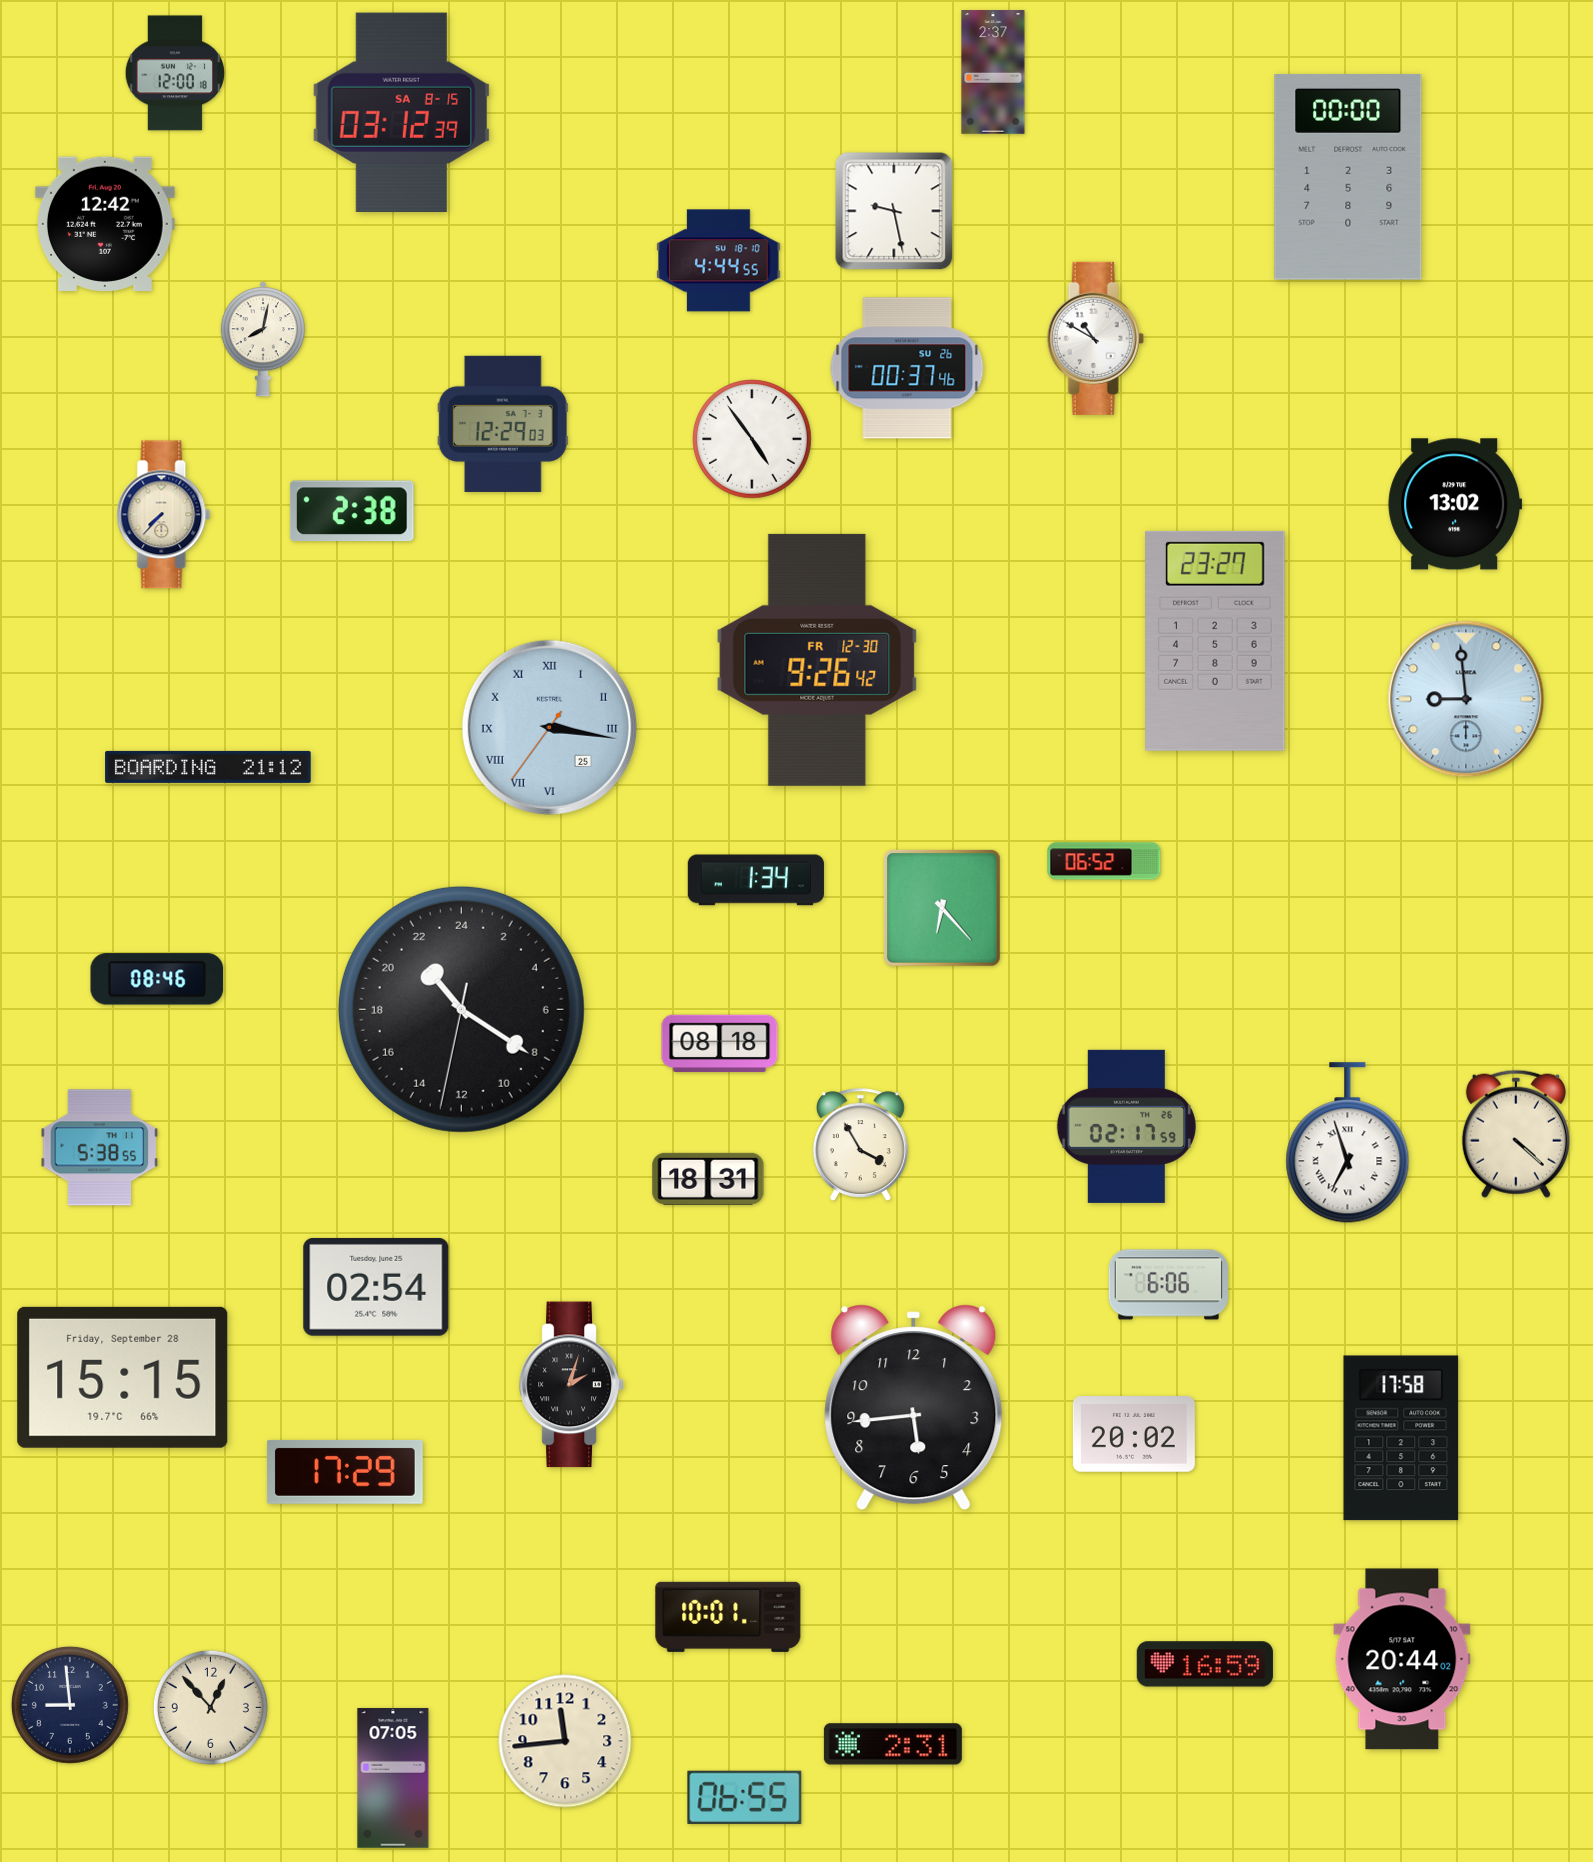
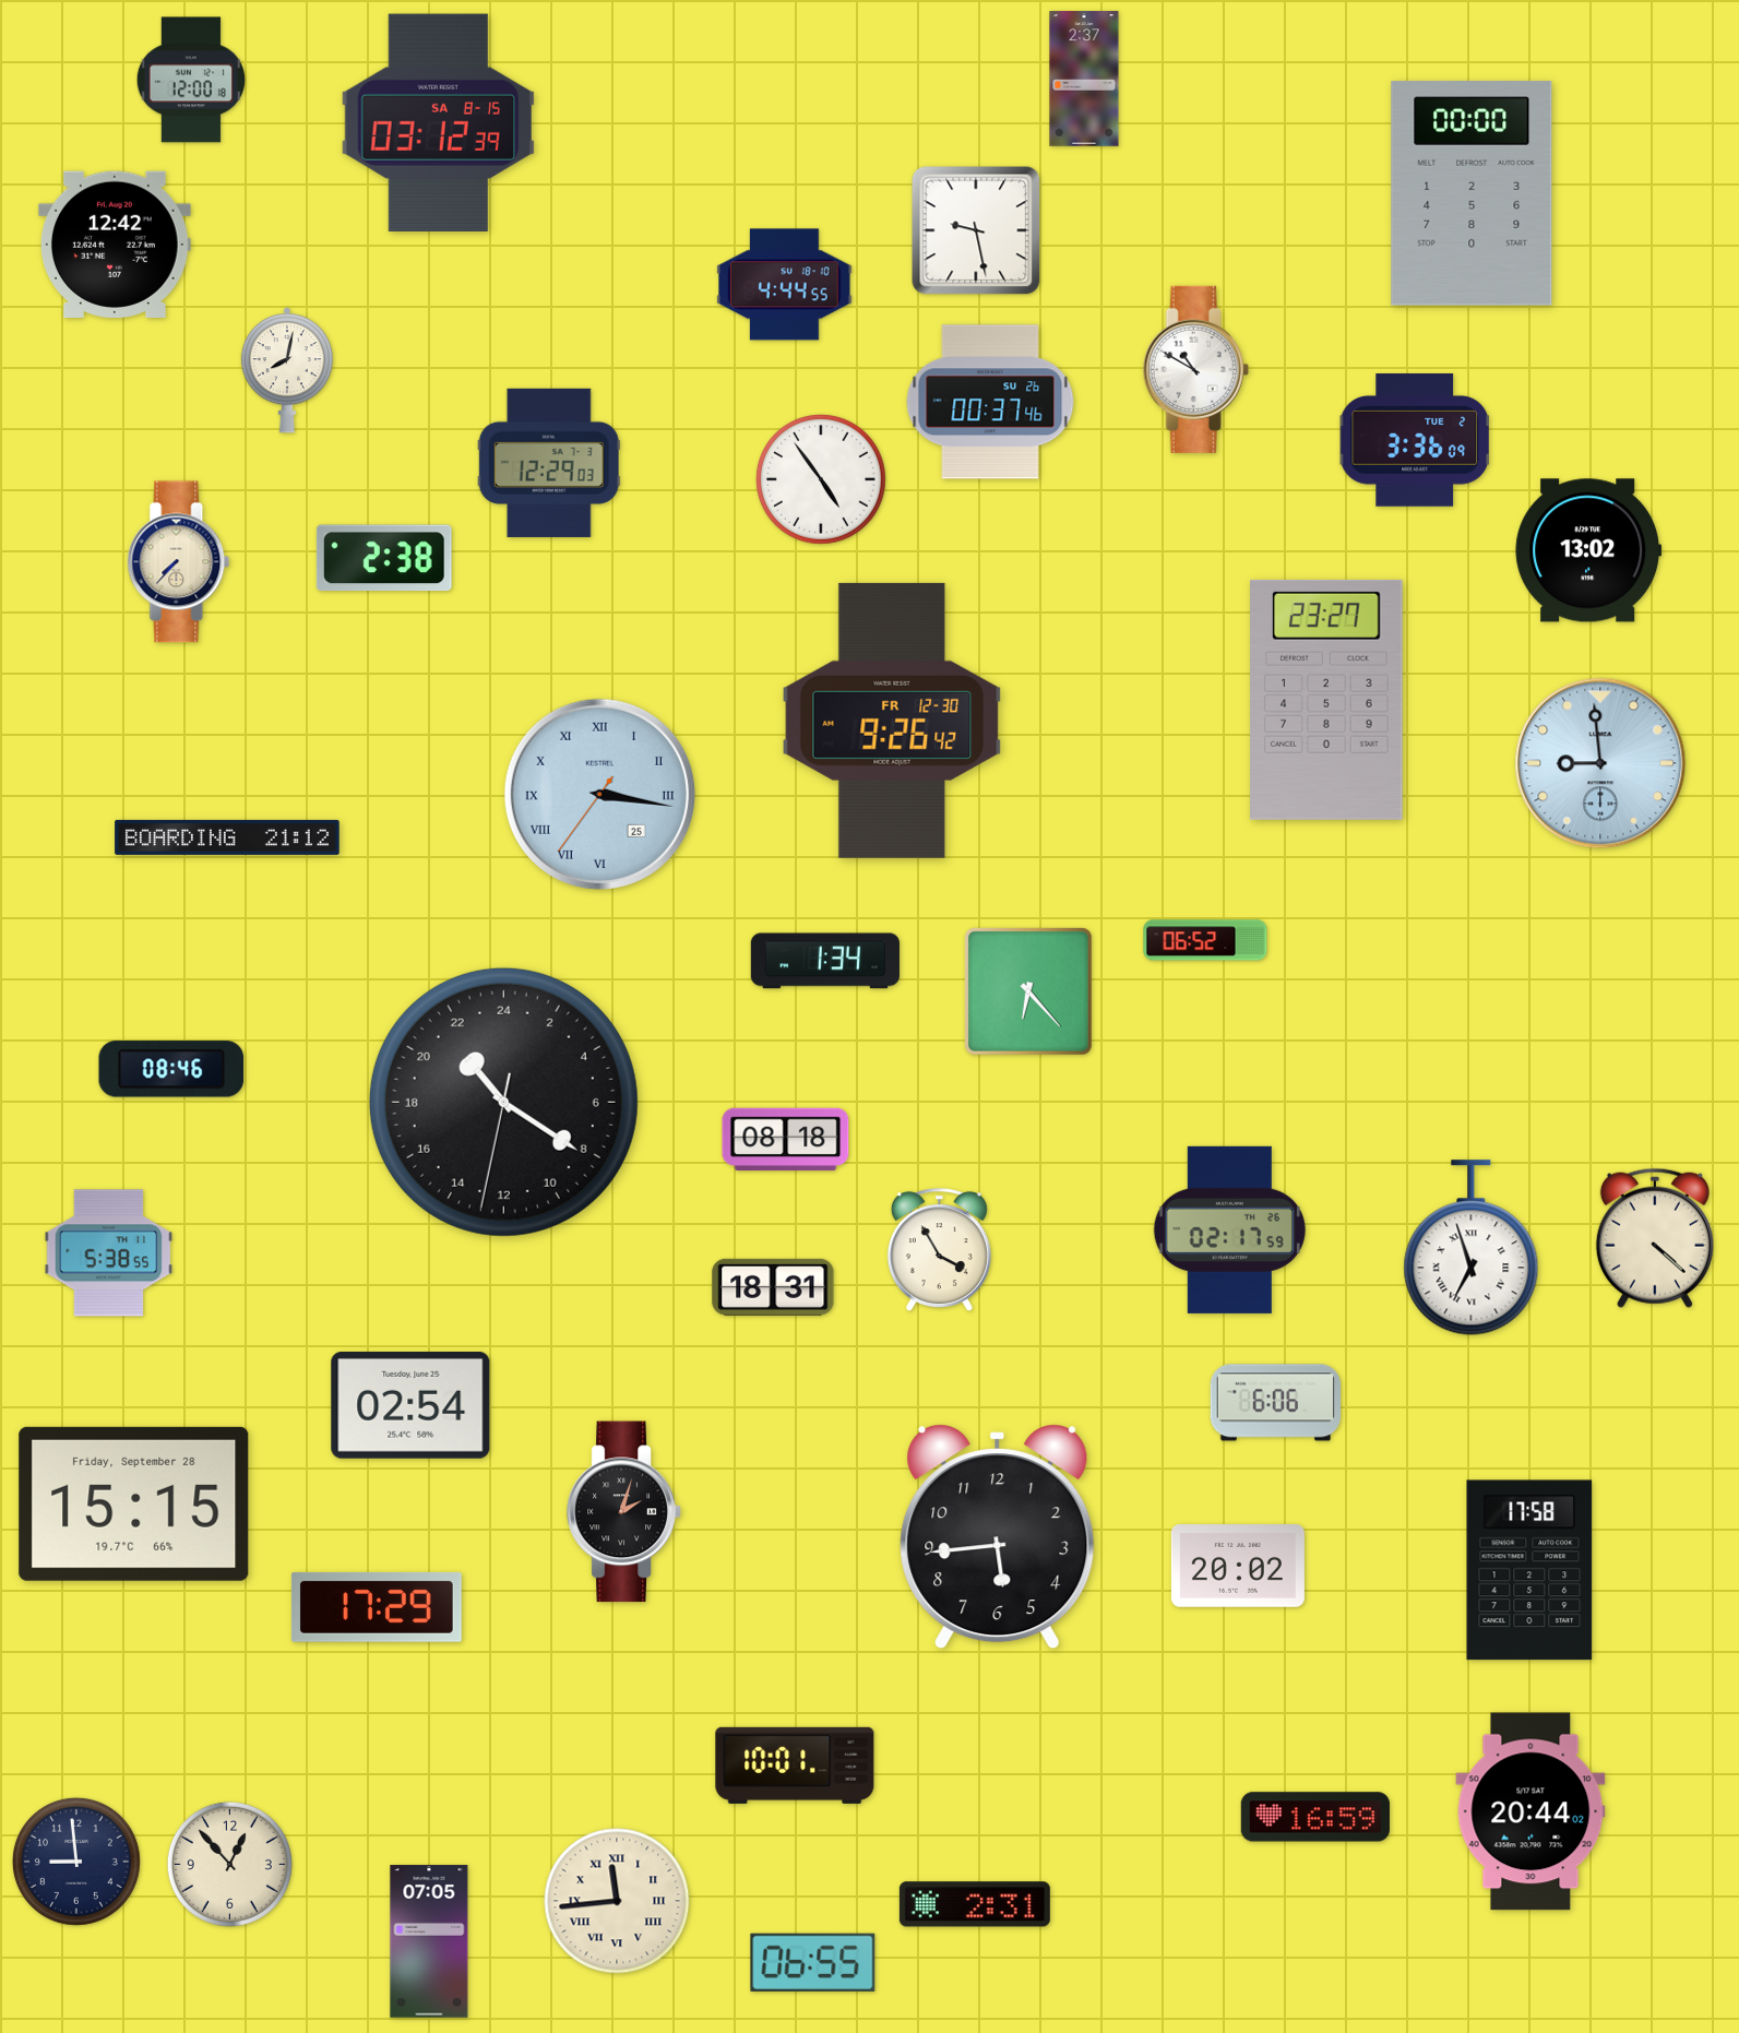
clock at (1414, 440): none -> 3:36
clock at (565, 1741) numerals: Arabic -> Roman
